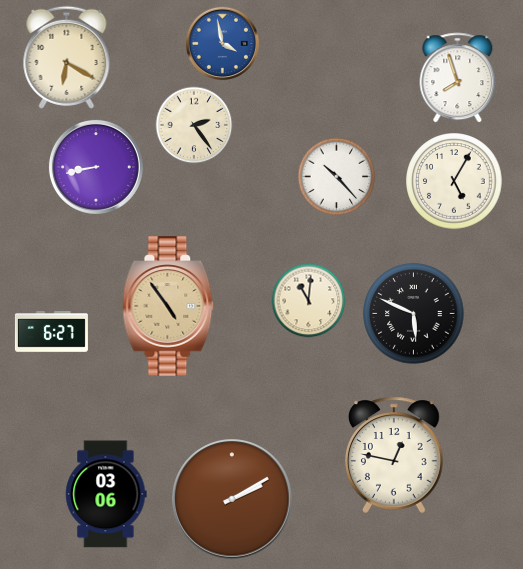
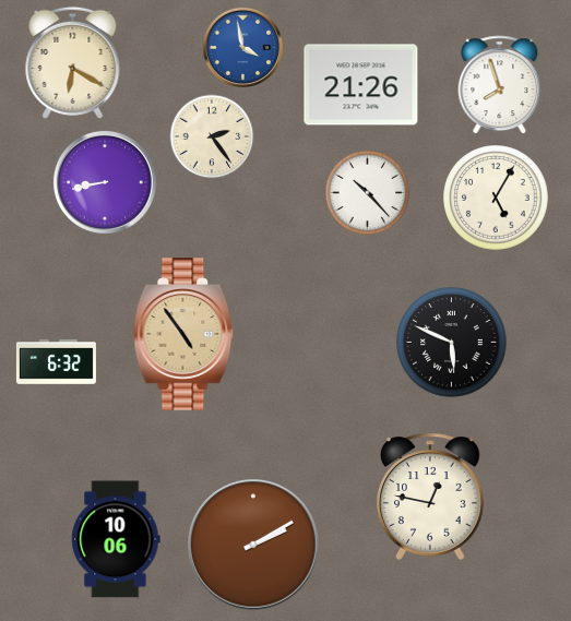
clock at (361, 85): none -> 21:26
clock at (309, 301): 11:01 -> none
clock at (51, 332): 6:27 -> 6:32
clock at (106, 494): 03:06 -> 10:06
